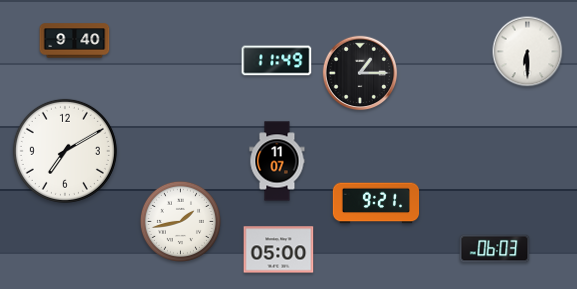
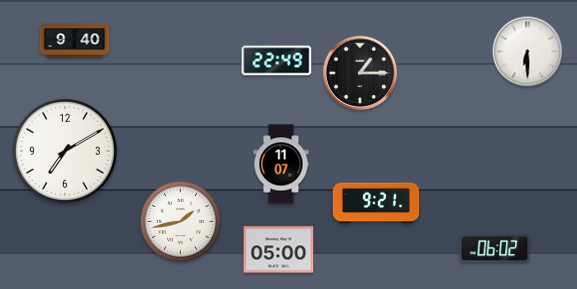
clock at (277, 61): 11:49 -> 22:49
clock at (277, 161) position: (277, 161) -> (281, 164)
clock at (495, 249): 06:03 -> 06:02
